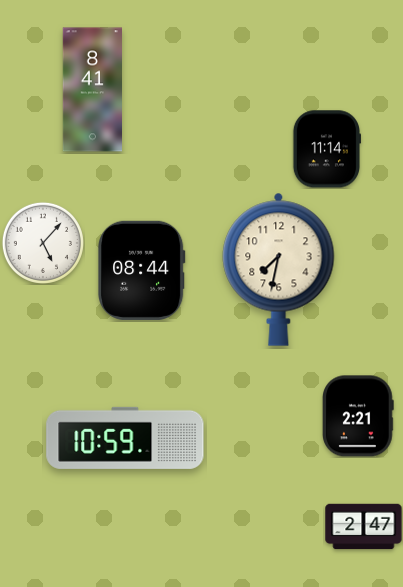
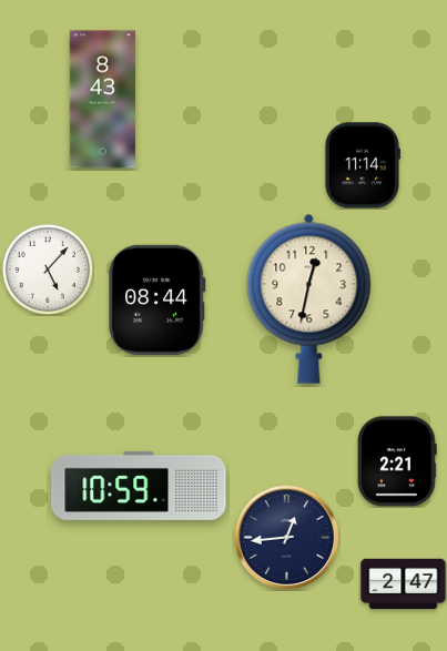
clock at (92, 90): 8:41 -> 8:43
clock at (279, 269): 7:32 -> 12:32
clock at (286, 537): none -> 12:44
